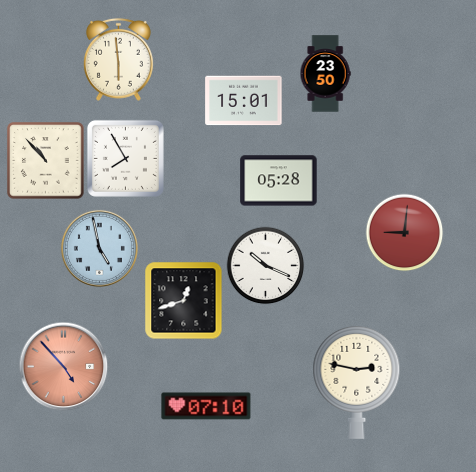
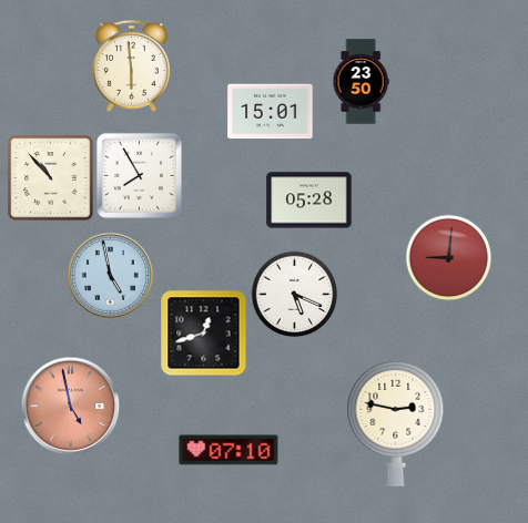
clock at (265, 265): 10:19 -> 5:19
clock at (63, 366): 4:53 -> 4:58
